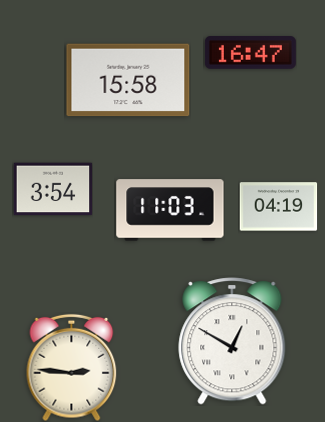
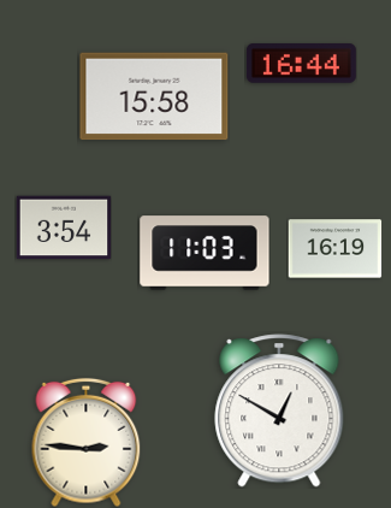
clock at (250, 53): 16:47 -> 16:44
clock at (278, 207): 04:19 -> 16:19
